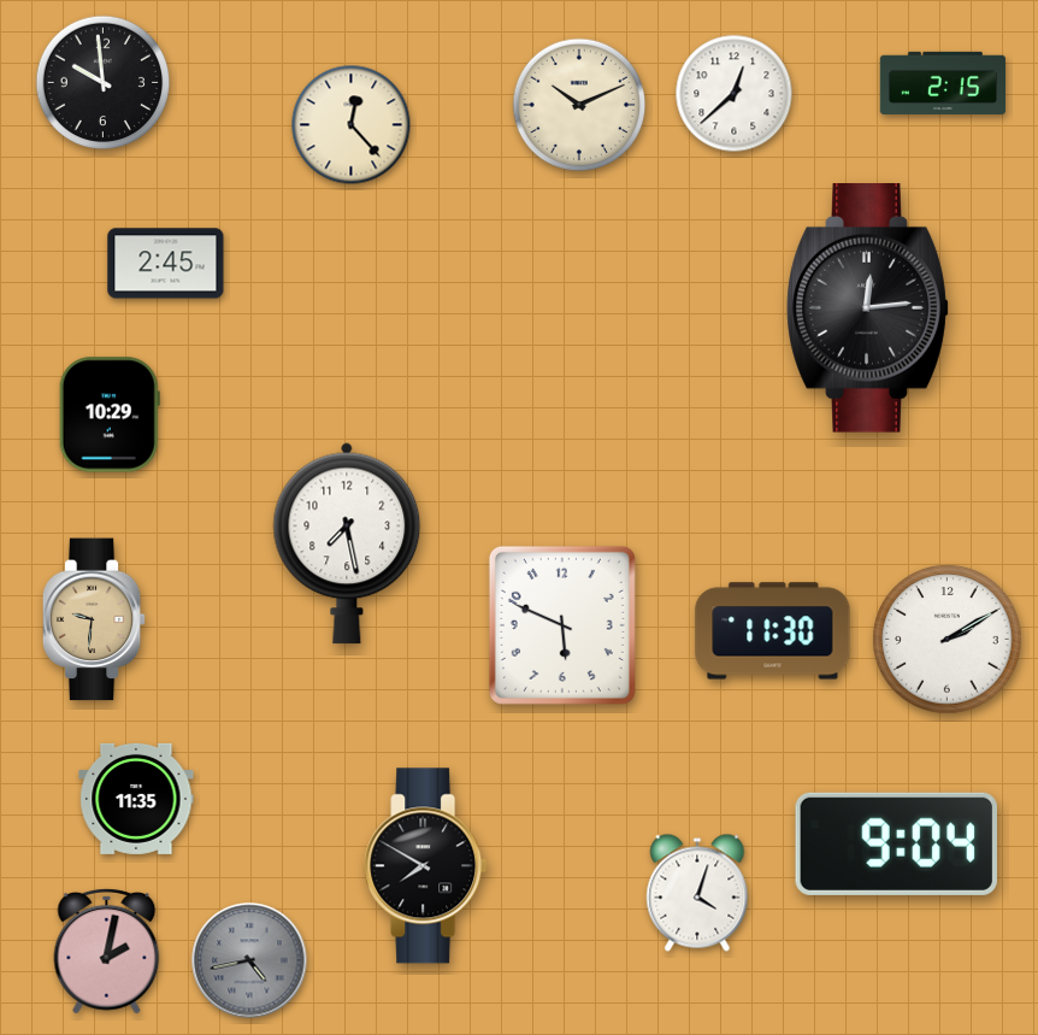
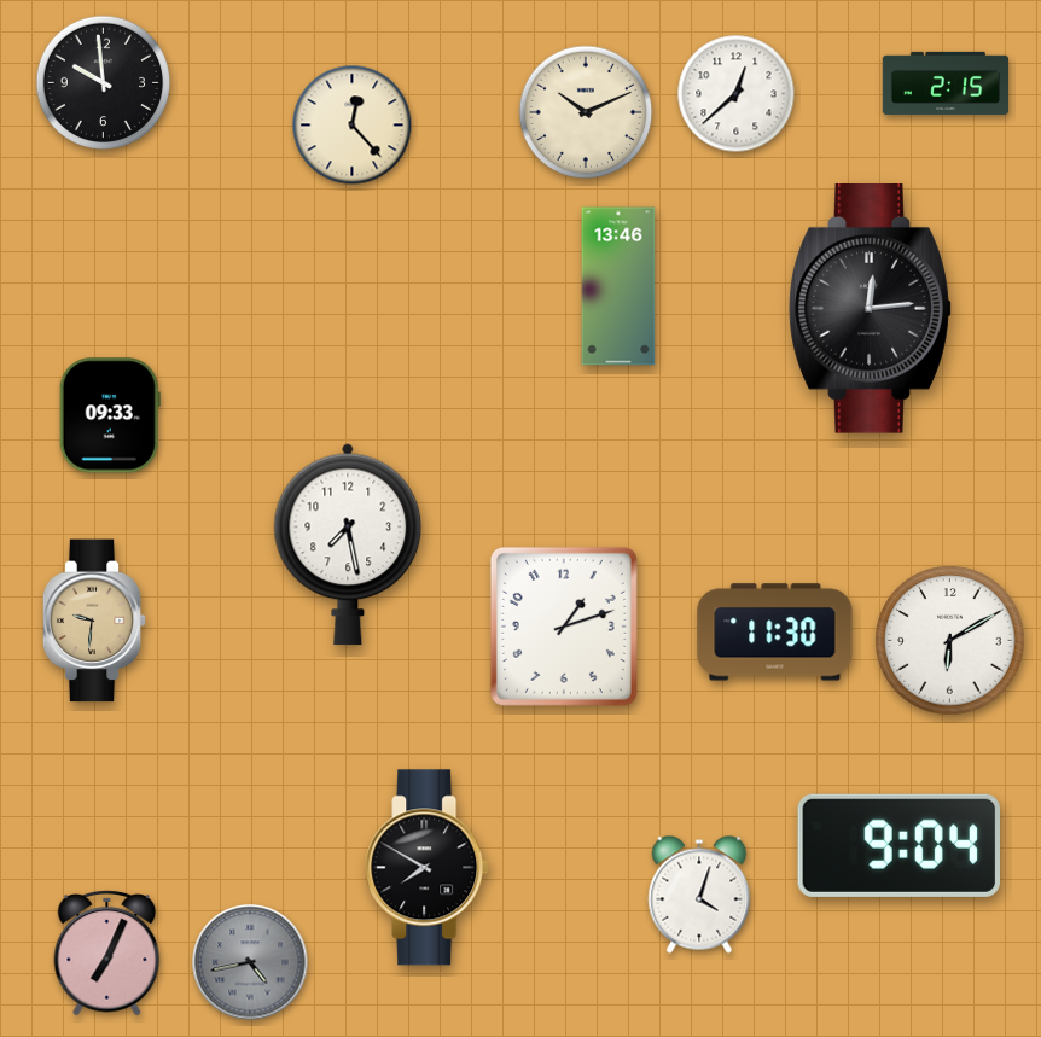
clock at (579, 105) position: (579, 105) -> (586, 112)
clock at (166, 264): 2:45 -> none
clock at (618, 286): none -> 13:46
clock at (110, 414): 10:29 -> 09:33
clock at (562, 625): 5:49 -> 1:12
clock at (948, 640): 2:10 -> 6:10
clock at (136, 799): 11:35 -> none
clock at (107, 951): 2:02 -> 7:04
